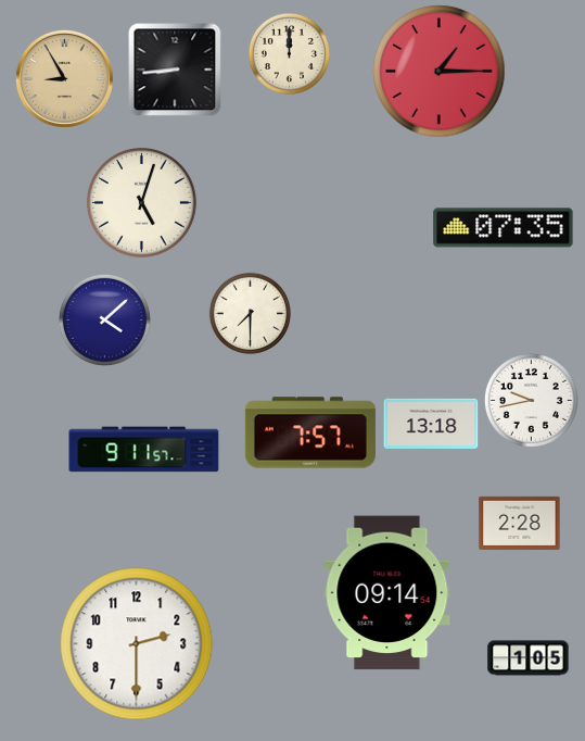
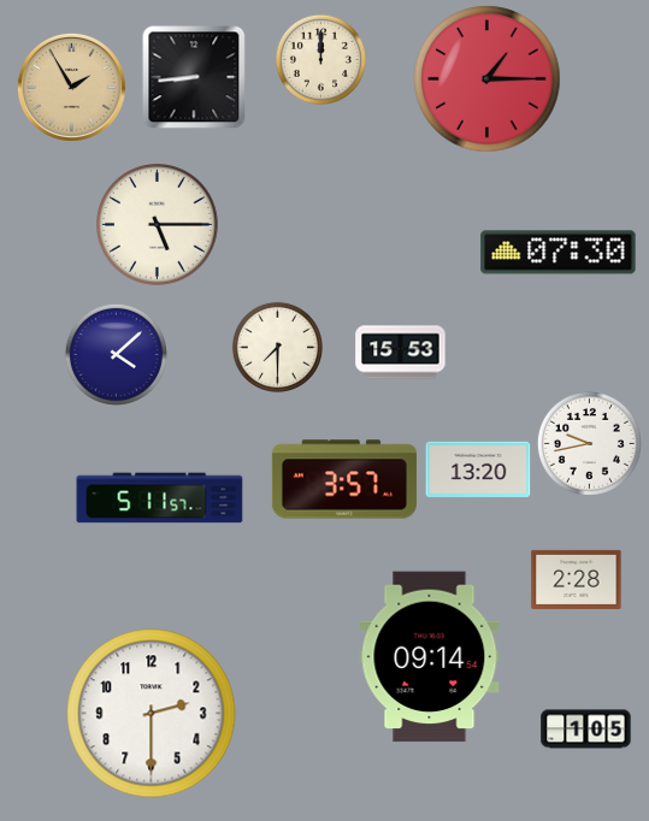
clock at (64, 78): 8:55 -> 1:55
clock at (142, 203): 5:03 -> 5:15
clock at (504, 228): 07:35 -> 07:30
clock at (401, 353): none -> 15:53
clock at (431, 424): 13:18 -> 13:20
clock at (310, 432): 7:57 -> 3:57
clock at (144, 450): 9:11 -> 5:11
